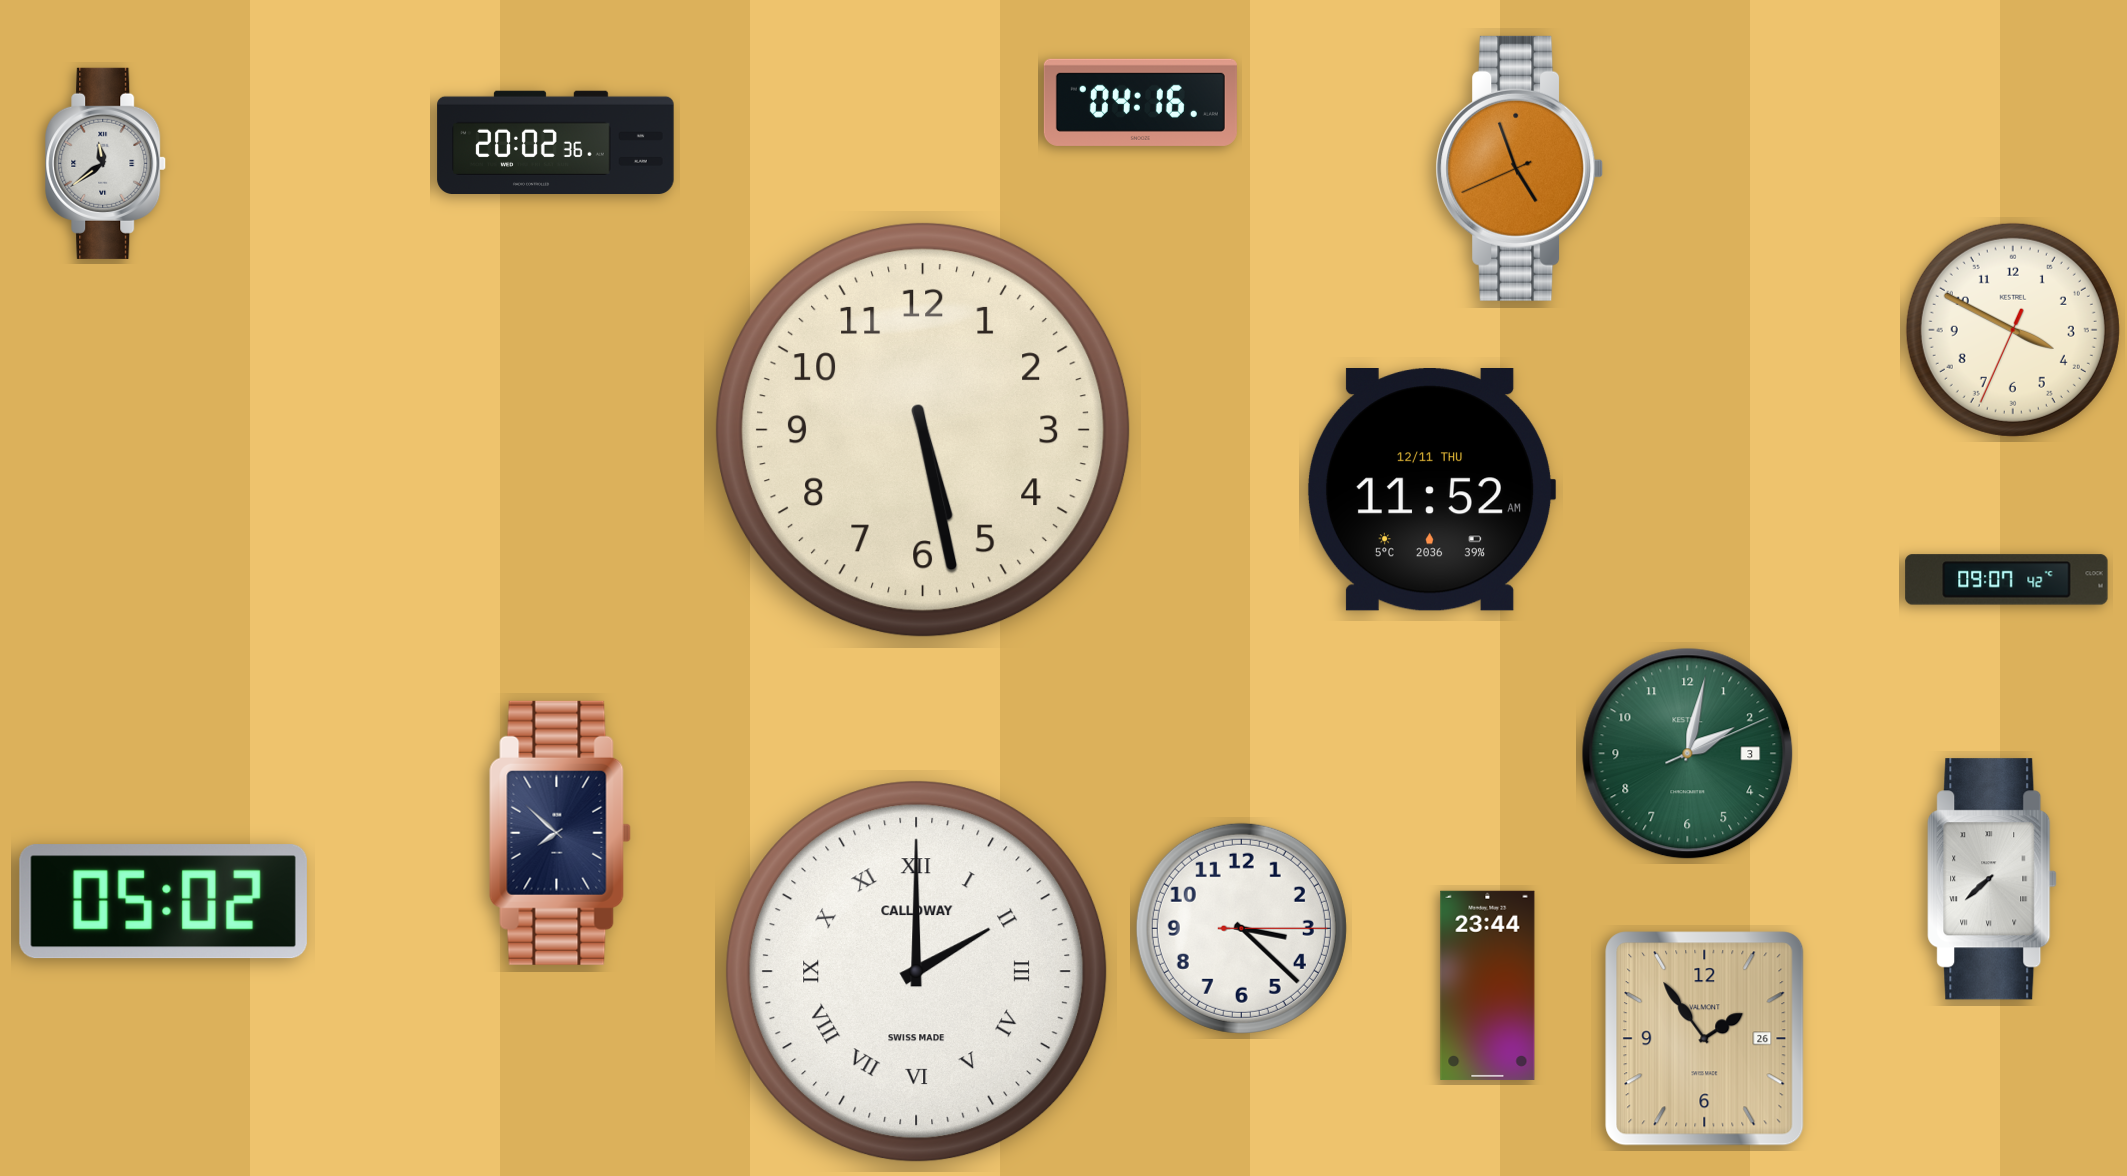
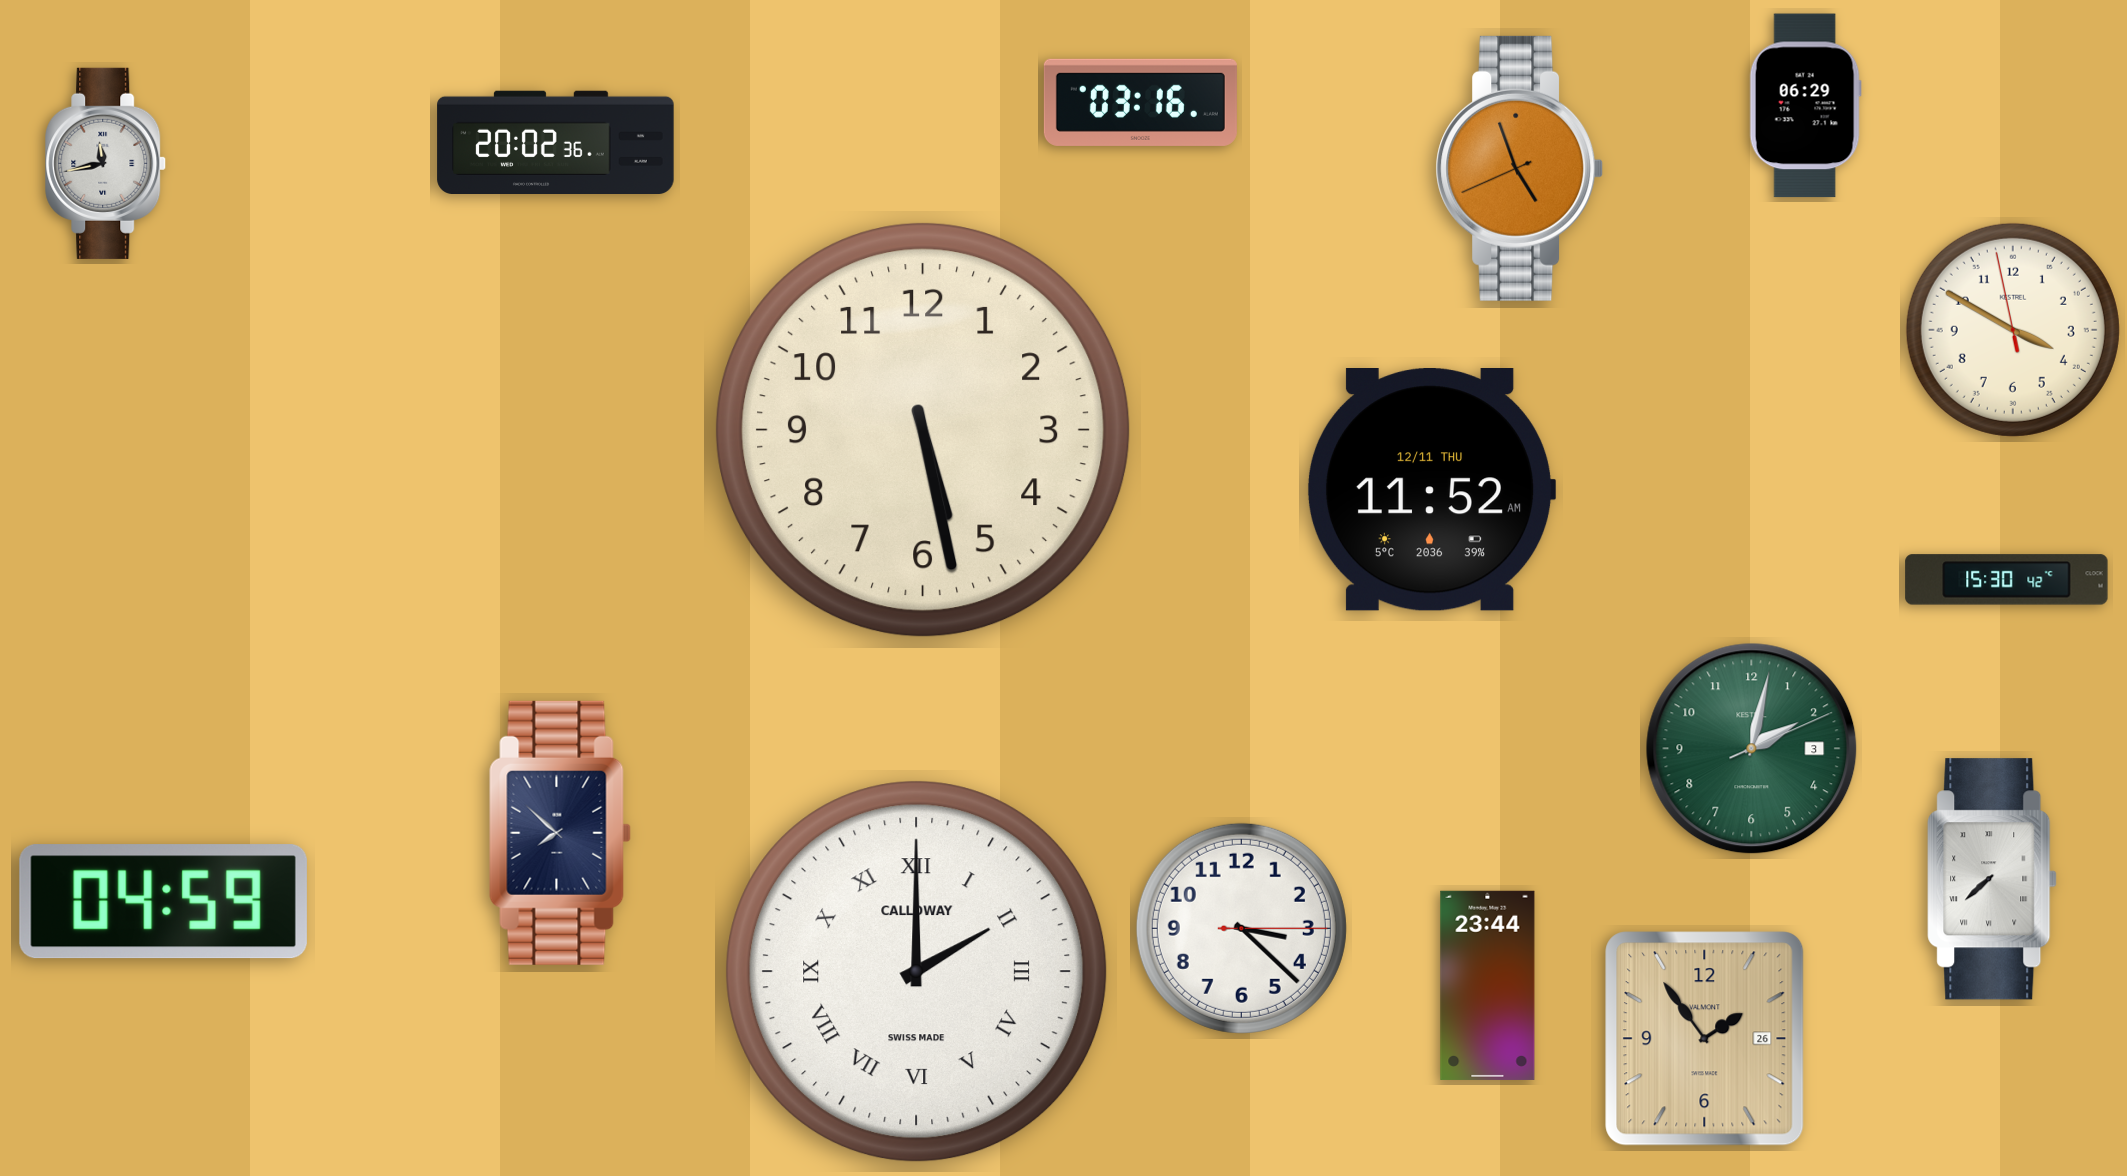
clock at (1140, 102): 04:16 -> 03:16
clock at (1805, 106): none -> 06:29
clock at (106, 163): 11:39 -> 11:43
clock at (2013, 330): 3:49:34 -> 3:49:58
clock at (2007, 580): 09:07 -> 15:30
clock at (1688, 754) position: (1688, 754) -> (1752, 749)
clock at (163, 902): 05:02 -> 04:59
